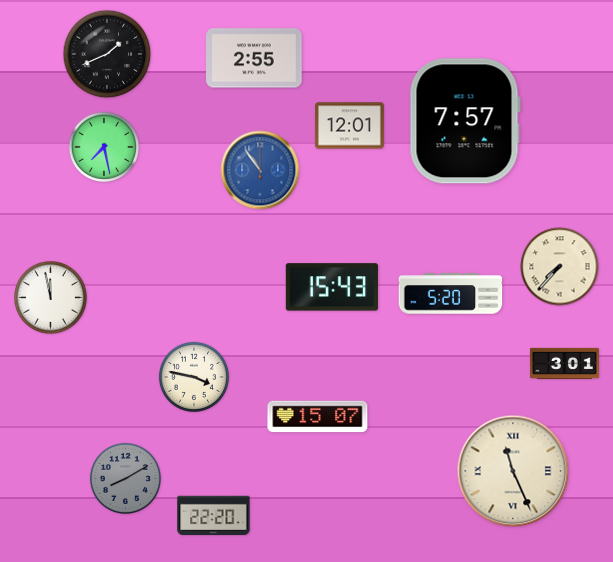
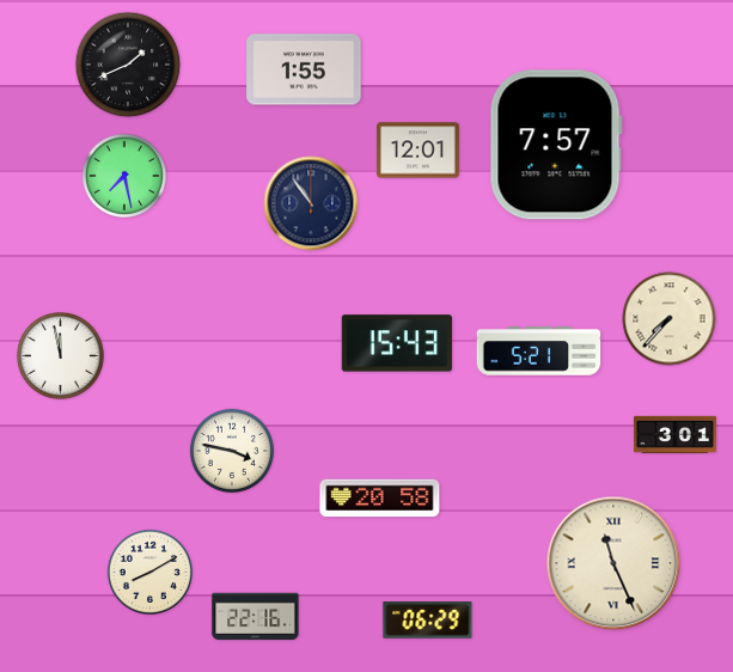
clock at (254, 58): 2:55 -> 1:55
clock at (260, 170) dial: blue -> navy
clock at (451, 294): 5:20 -> 5:21
clock at (318, 417): 15:07 -> 20:58
clock at (125, 478) dial: grey -> cream
clock at (214, 516): 22:20 -> 22:16
clock at (428, 621): none -> 06:29
